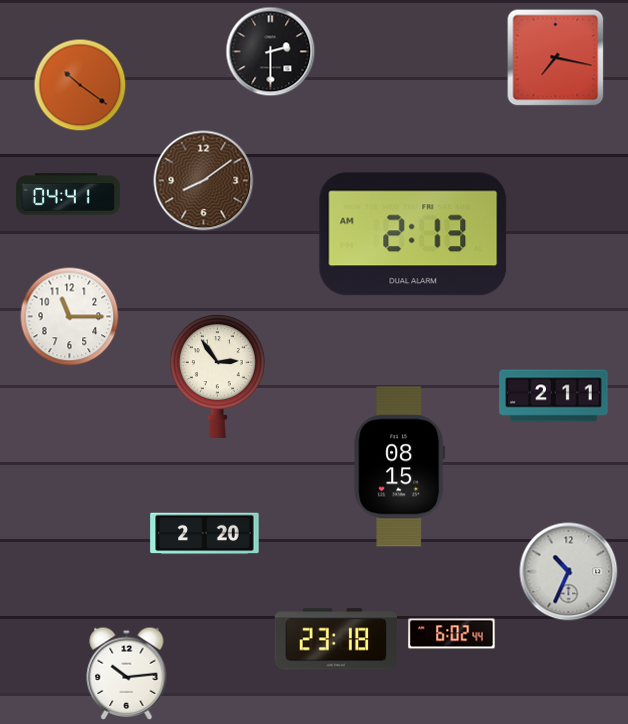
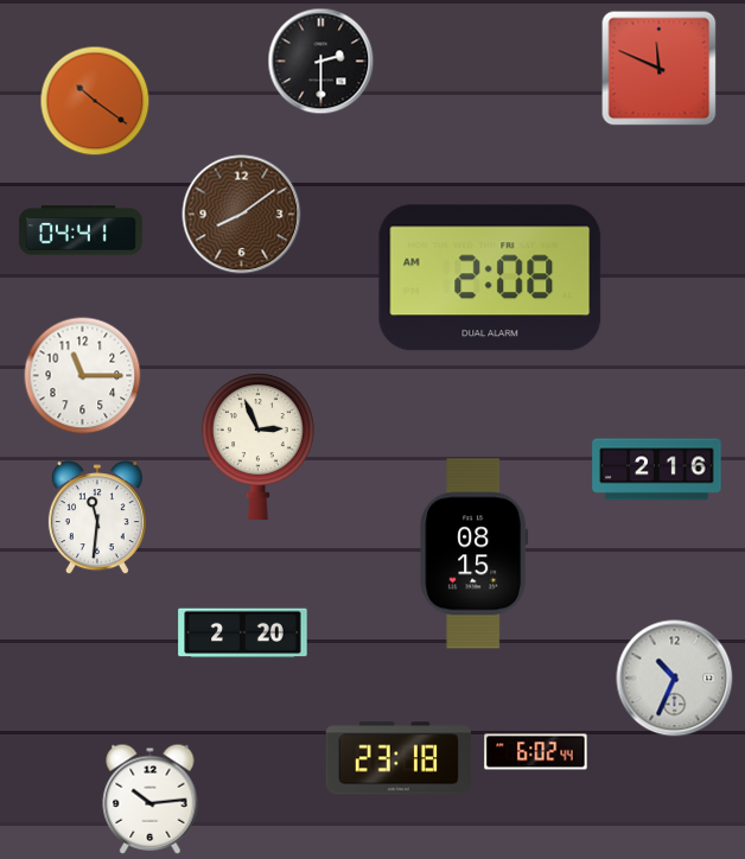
clock at (556, 58): 7:17 -> 11:49
clock at (413, 234): 2:13 -> 2:08
clock at (217, 376): 2:54 -> 2:56
clock at (554, 396): 2:11 -> 2:16
clock at (97, 518): none -> 11:31
